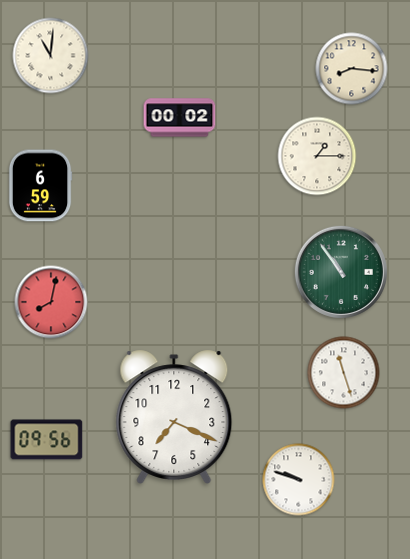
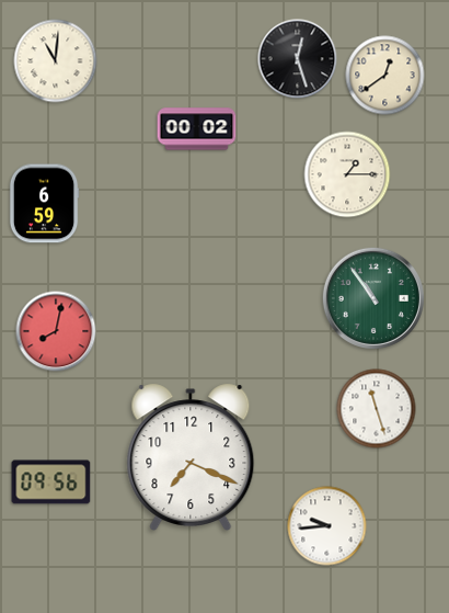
clock at (298, 59): none -> 12:27
clock at (352, 69): 8:16 -> 12:39
clock at (317, 156) position: (317, 156) -> (347, 174)
clock at (299, 480): 9:48 -> 9:44
